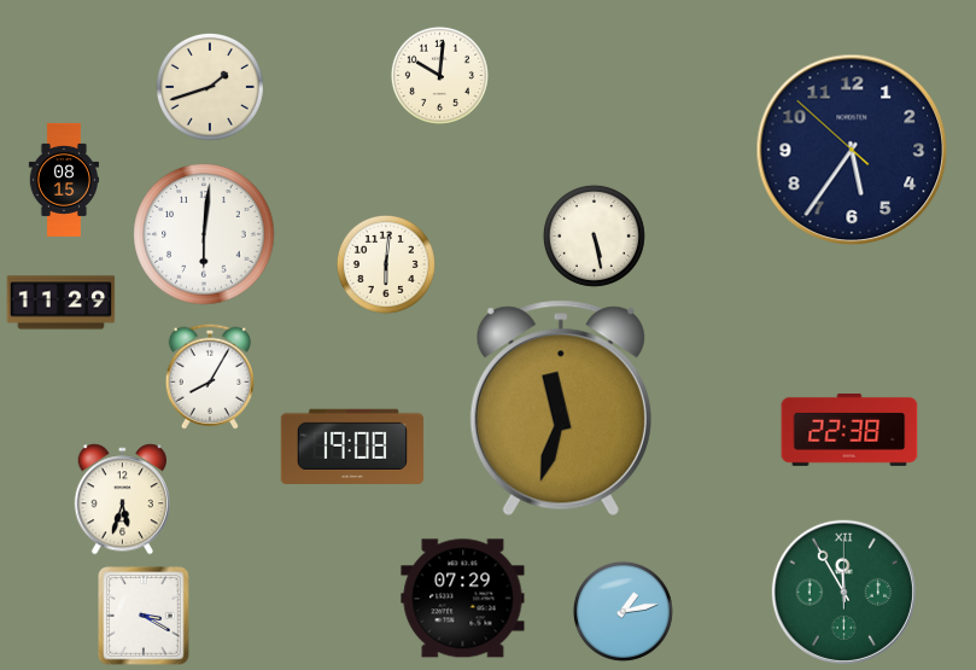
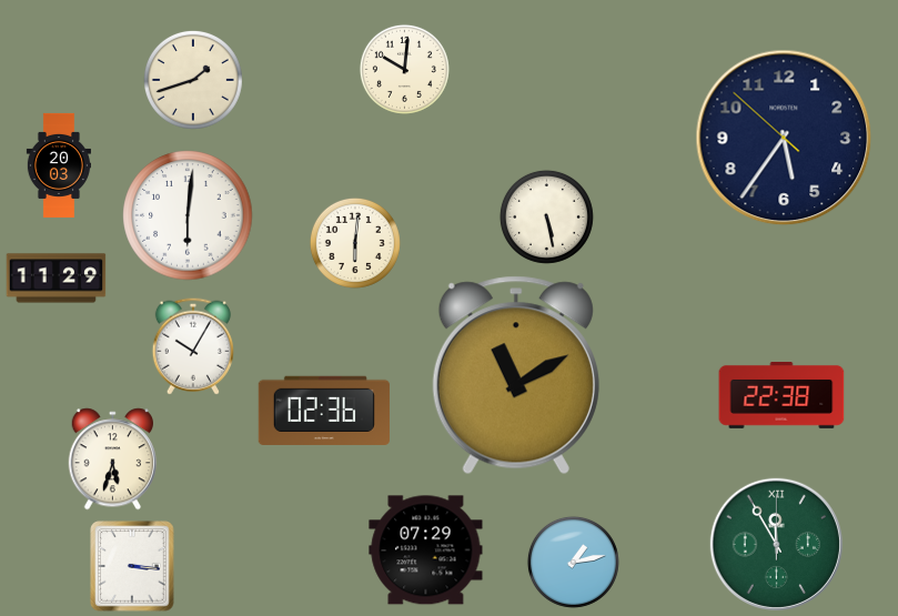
clock at (63, 180): 08:15 -> 20:03
clock at (210, 377): 8:05 -> 10:05
clock at (561, 408): 11:33 -> 11:10
clock at (352, 447): 19:08 -> 02:36
clock at (144, 616): 3:20 -> 3:16
